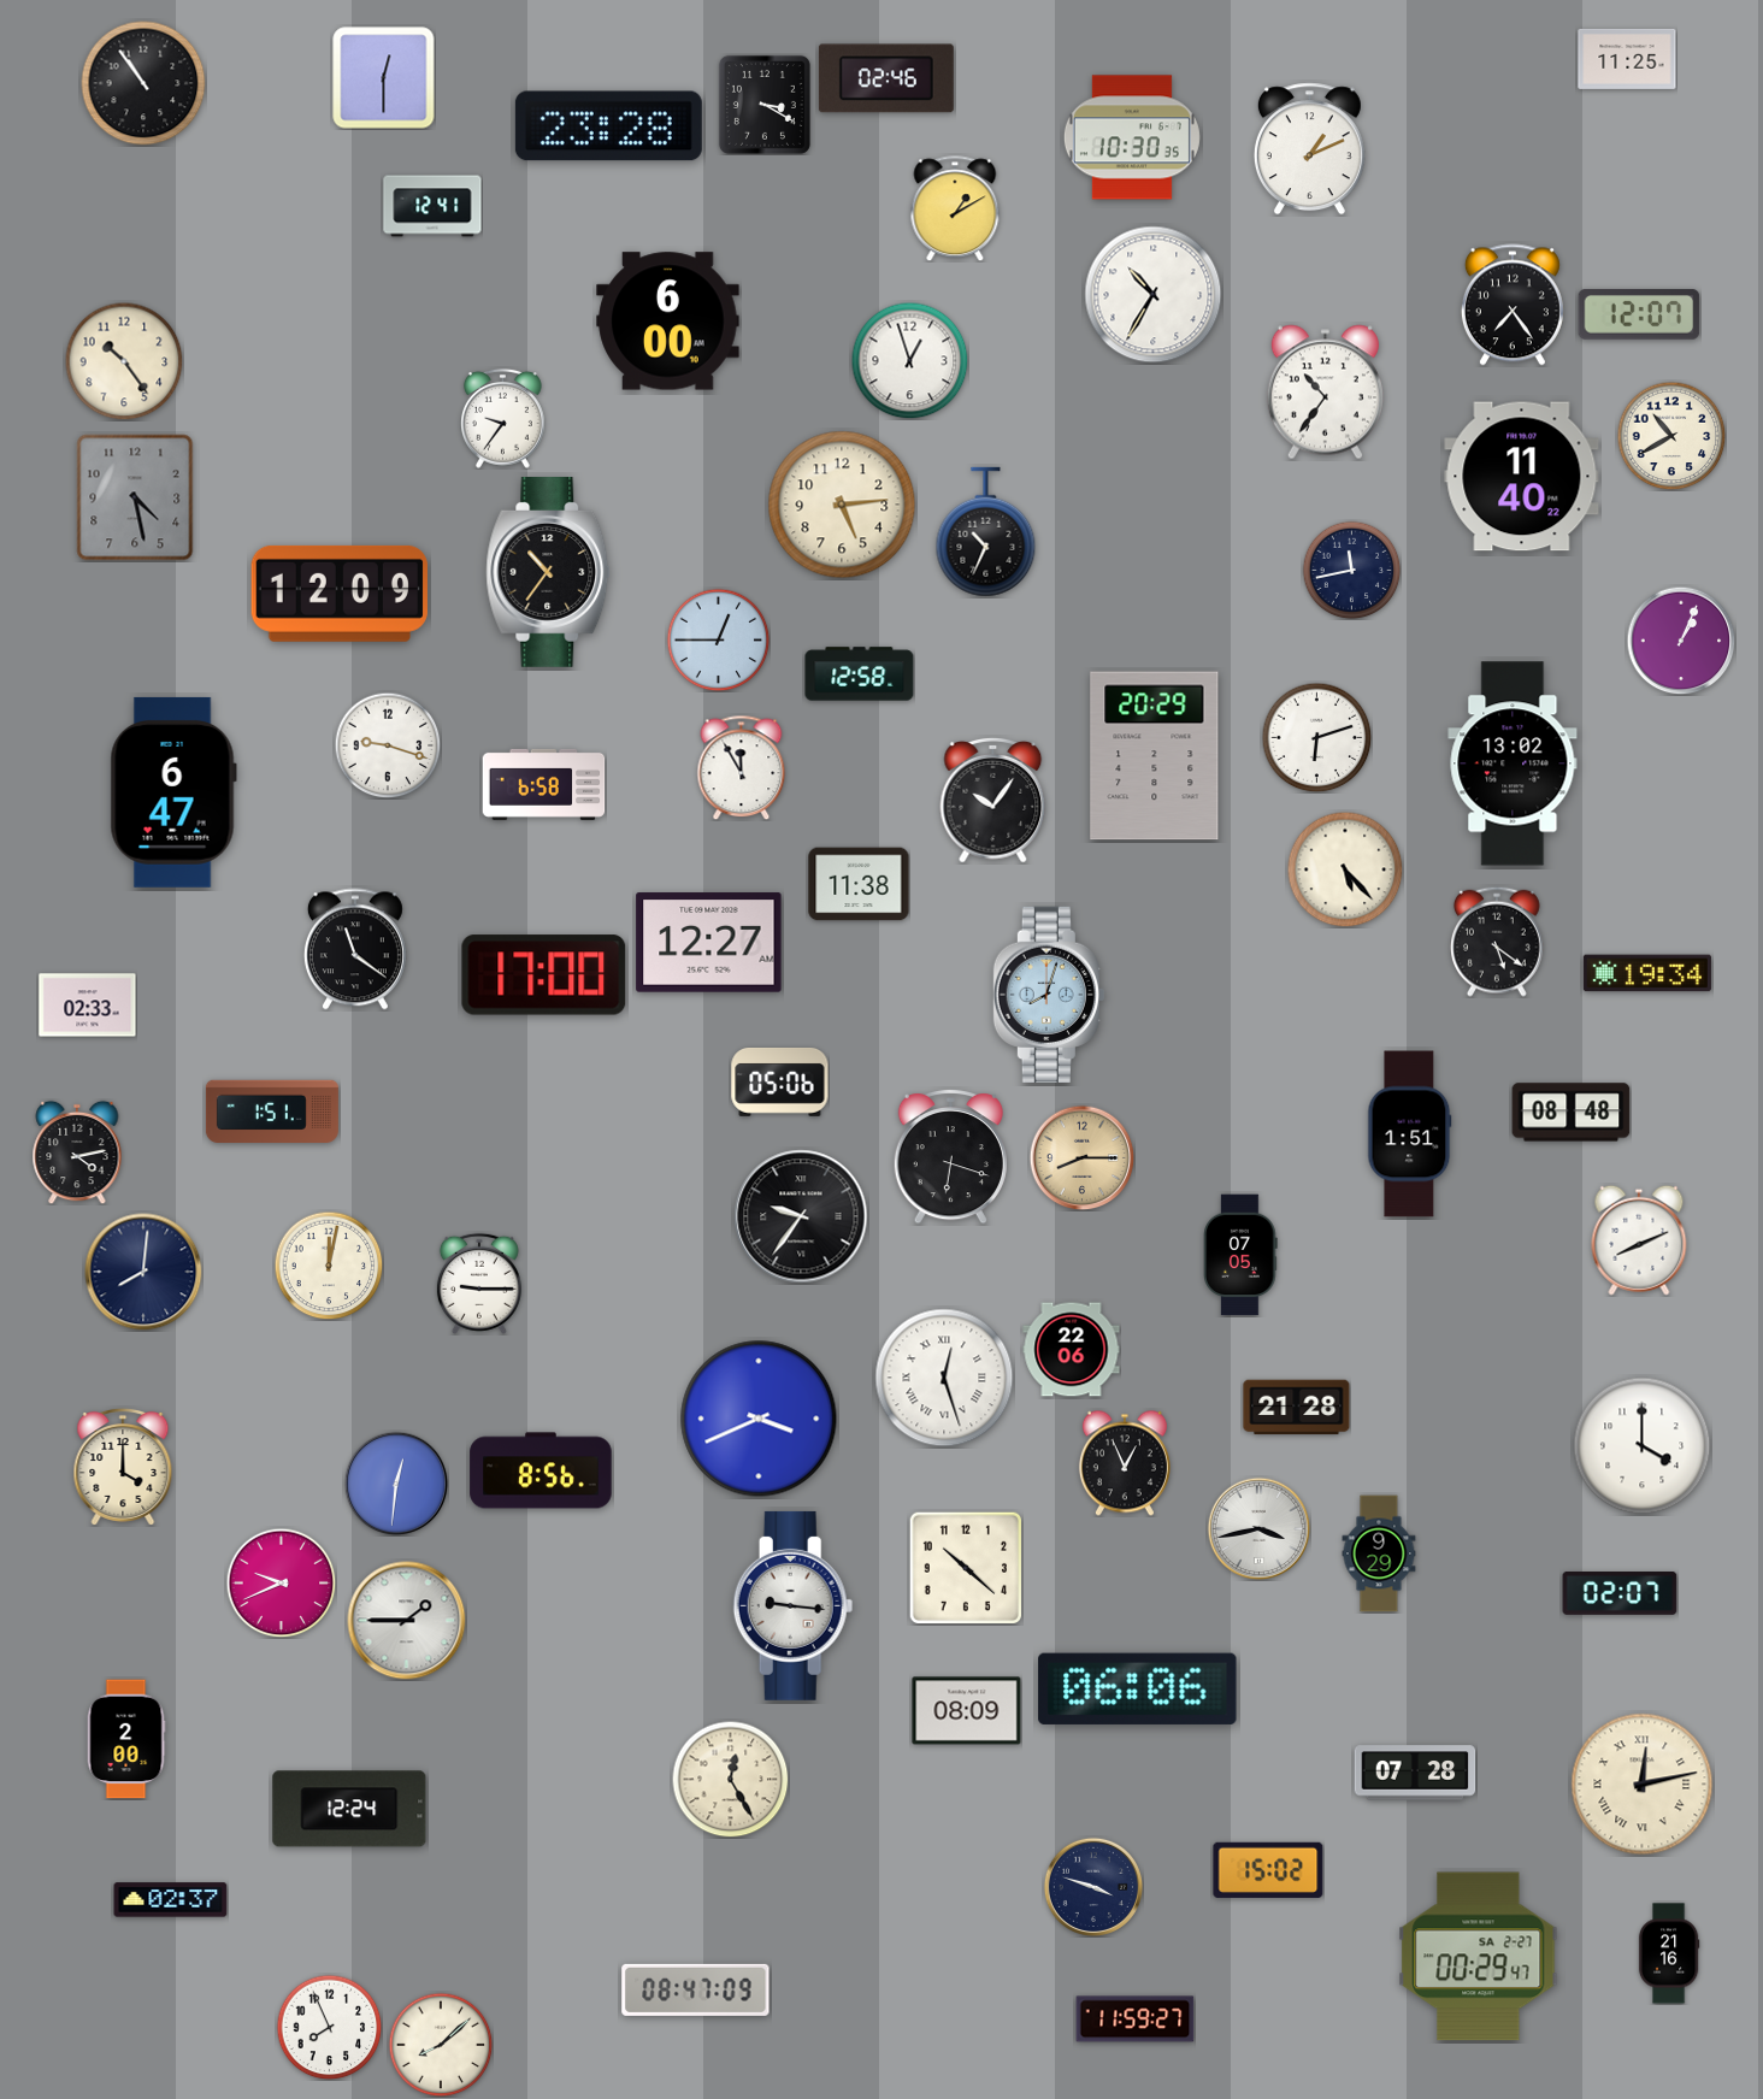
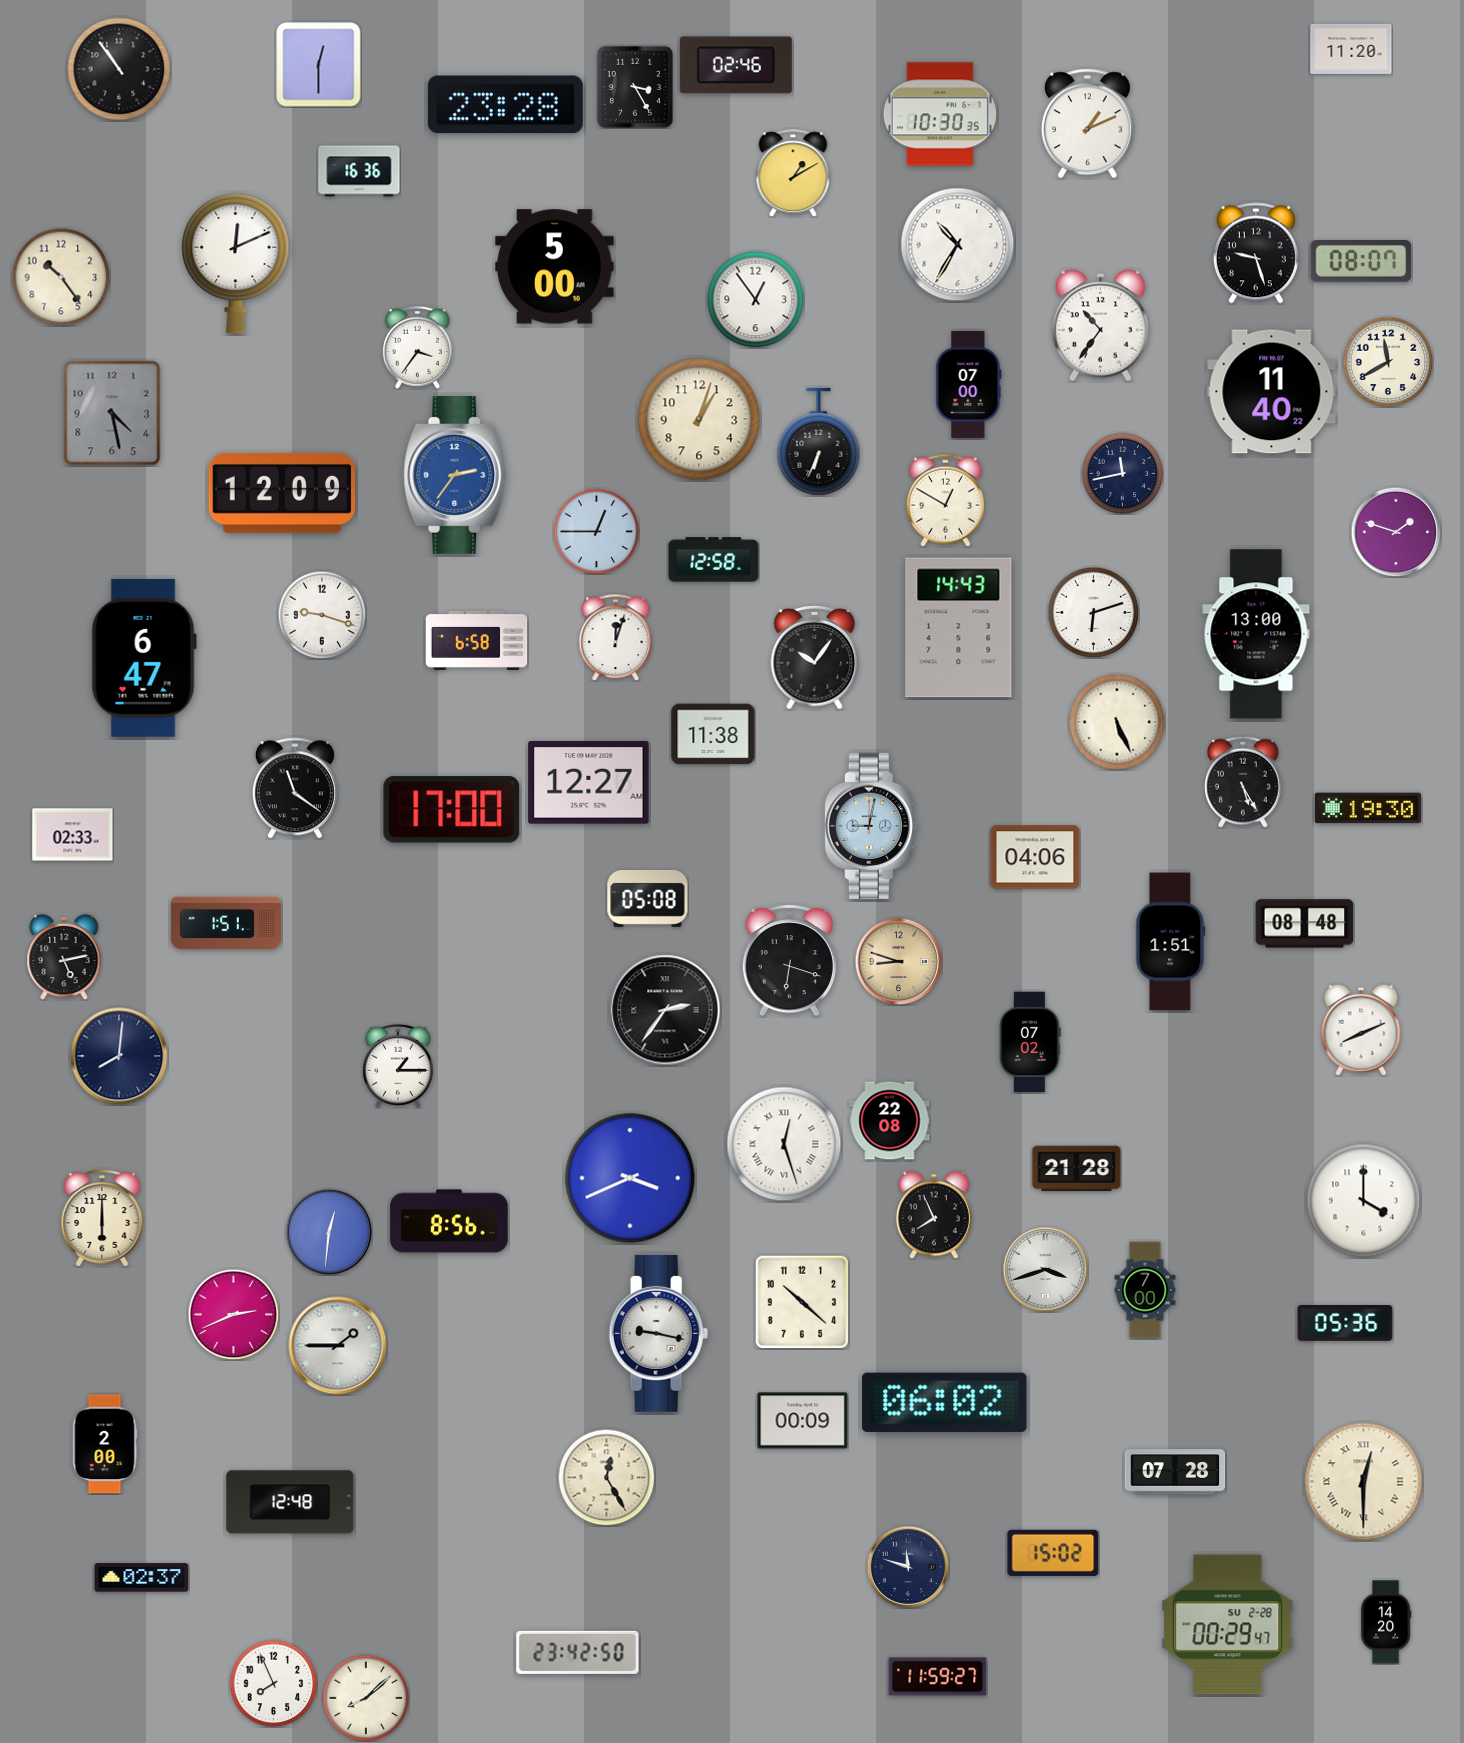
clock at (1627, 59): 11:25 -> 11:20
clock at (765, 105): 3:20 -> 3:25
clock at (432, 206): 12:41 -> 16:36
clock at (1513, 305): 7:24 -> 9:27
clock at (1639, 316): 12:07 -> 08:07
clock at (236, 263): none -> 12:11
clock at (668, 322): 6:00 -> 5:00
clock at (909, 360): 12:57 -> 12:54
clock at (124, 361) position: (124, 361) -> (61, 277)
clock at (503, 418): 9:36 -> 3:36
clock at (1671, 436): 10:40 -> 11:40
clock at (969, 384): none -> 07:00
clock at (1522, 477) position: (1522, 477) -> (1272, 392)
clock at (842, 505): 5:14 -> 1:03
clock at (986, 532): 10:34 -> 6:34
clock at (548, 572): 10:36 -> 2:36
clock at (548, 572) dial: black -> blue
clock at (945, 500): none -> 12:50
clock at (1681, 641): 1:04 -> 1:48
clock at (388, 745) position: (388, 745) -> (322, 615)
clock at (1155, 756): 20:29 -> 14:43
clock at (1513, 763): 13:02 -> 13:00
clock at (742, 767): 11:55 -> 12:03
clock at (544, 784) position: (544, 784) -> (477, 640)
clock at (993, 801) position: (993, 801) -> (815, 658)
clock at (1345, 869): 5:23 -> 5:26
clock at (1498, 942): 5:21 -> 5:25
clock at (1647, 973): 19:34 -> 19:30
clock at (1049, 994): 8:03 -> 9:02
clock at (1035, 857): none -> 04:06
clock at (780, 1083): 05:06 -> 05:08
clock at (77, 1152): 4:13 -> 5:13
clock at (1081, 1157): 8:15 -> 8:48
clock at (801, 1216): 9:36 -> 2:36
clock at (1240, 1255): 07:05 -> 07:02
clock at (329, 1266): 12:02 -> none
clock at (479, 1284): 9:15 -> 1:15
clock at (1072, 1350): 22:06 -> 22:08
clock at (1125, 1463): 12:56 -> 7:56
clock at (123, 1467): 4:00 -> 6:00
clock at (1258, 1528): 3:43 -> 3:42
clock at (1379, 1553): 9:29 -> 7:00
clock at (281, 1582): 9:41 -> 2:41
clock at (1620, 1594): 02:07 -> 05:36
clock at (794, 1605): 9:16 -> 9:17
clock at (1138, 1688): 06:06 -> 06:02
clock at (967, 1711): 08:09 -> 00:09
clock at (1643, 1785): 12:13 -> 12:30
clock at (349, 1809): 12:24 -> 12:48
clock at (1092, 1886): 3:48 -> 11:48
clock at (1669, 1953): 21:16 -> 14:20
clock at (1479, 1957) date: SA 2-27 -> SU 2-28
clock at (696, 1989): 08:47 -> 23:42
clock at (1136, 2020) position: (1136, 2020) -> (938, 1677)
